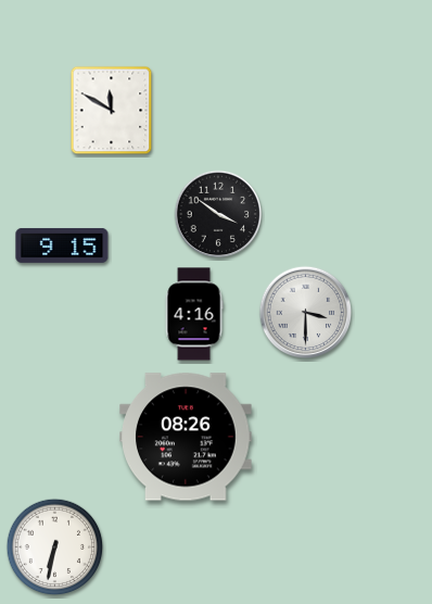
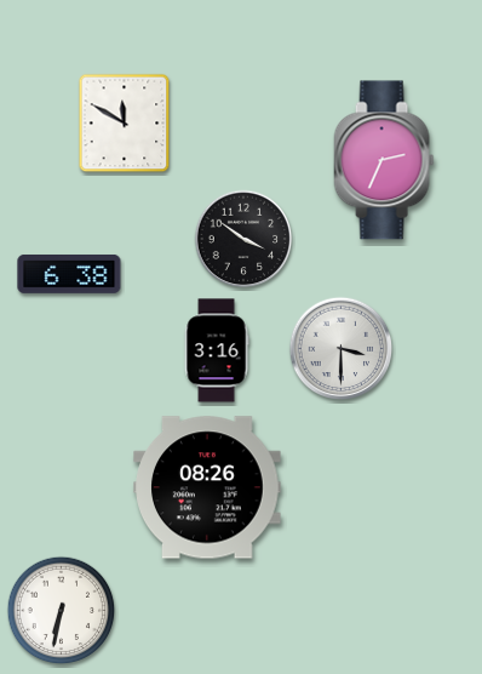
clock at (384, 160): none -> 2:34
clock at (62, 246): 9:15 -> 6:38
clock at (194, 314): 4:16 -> 3:16
